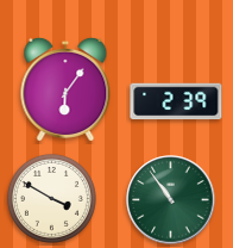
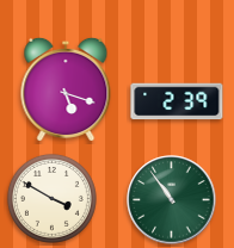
clock at (65, 88): 6:06 -> 5:18
